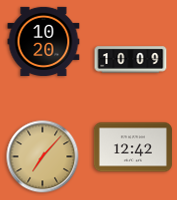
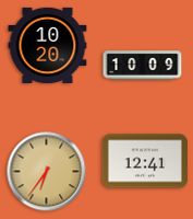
clock at (133, 147): 12:42 -> 12:41
clock at (43, 157): 7:07 -> 6:36
